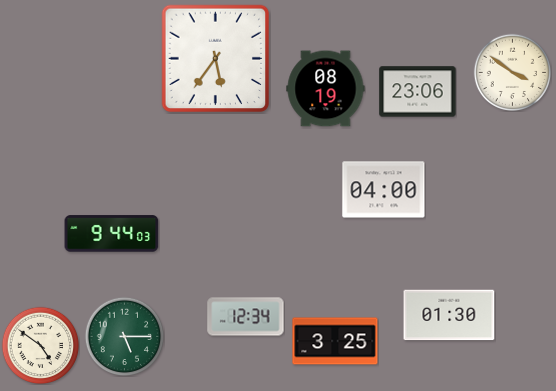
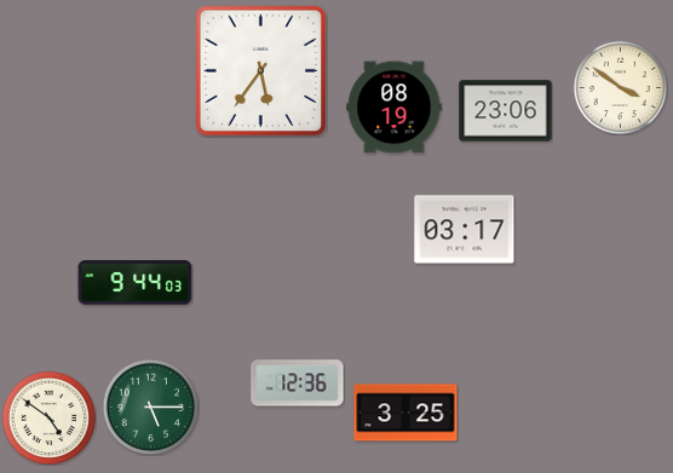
clock at (384, 190): 04:00 -> 03:17
clock at (449, 315): 01:30 -> none
clock at (246, 317): 12:34 -> 12:36
